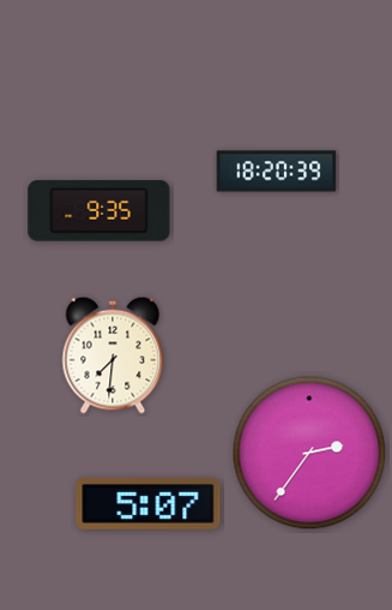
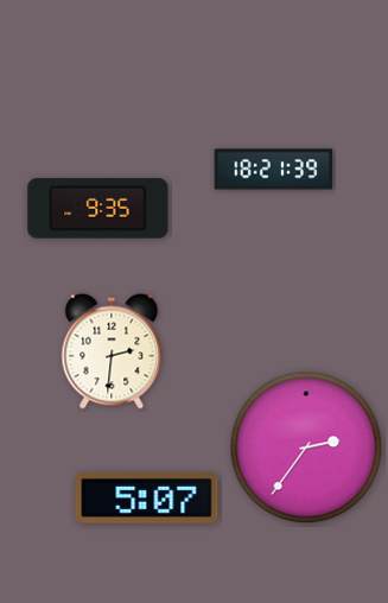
clock at (277, 172): 18:20 -> 18:21
clock at (113, 355): 7:31 -> 2:31
